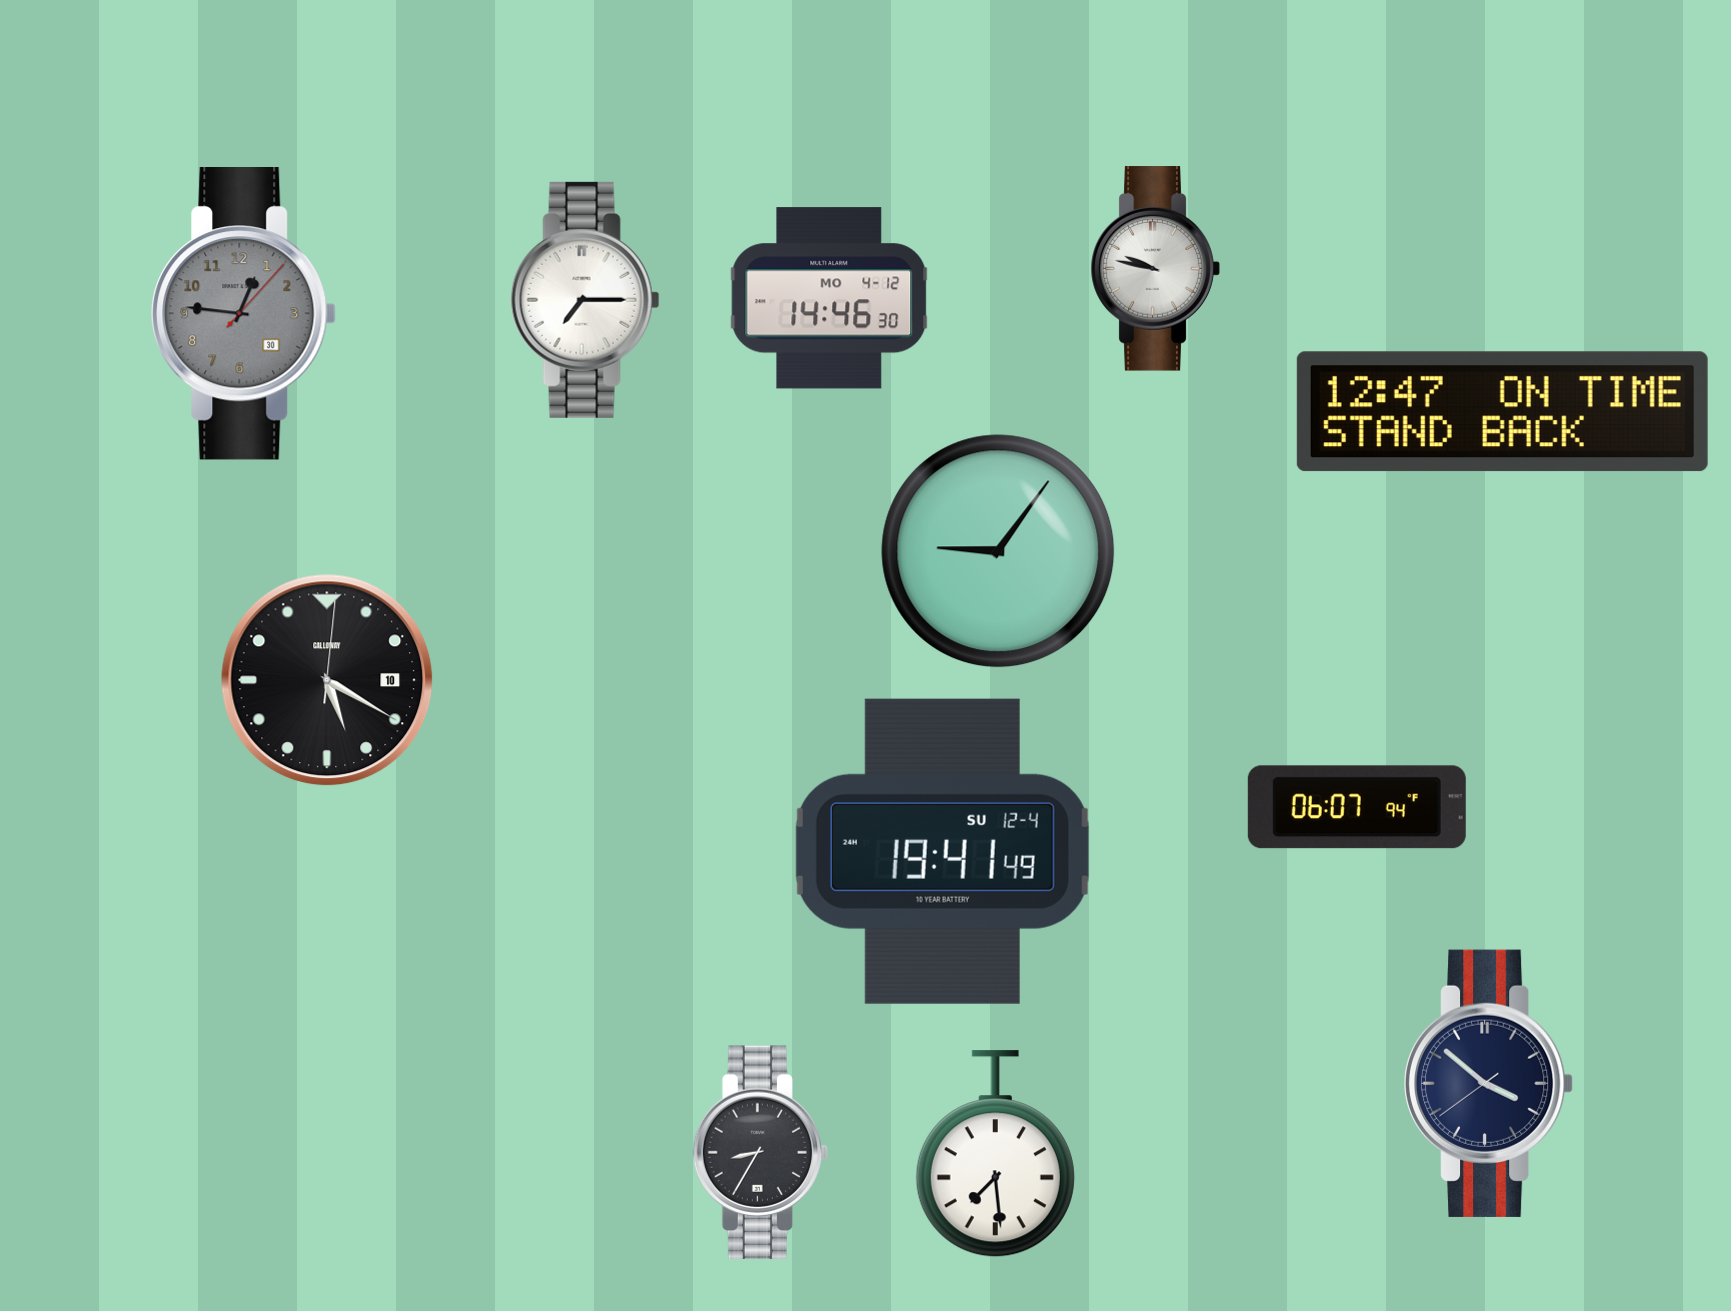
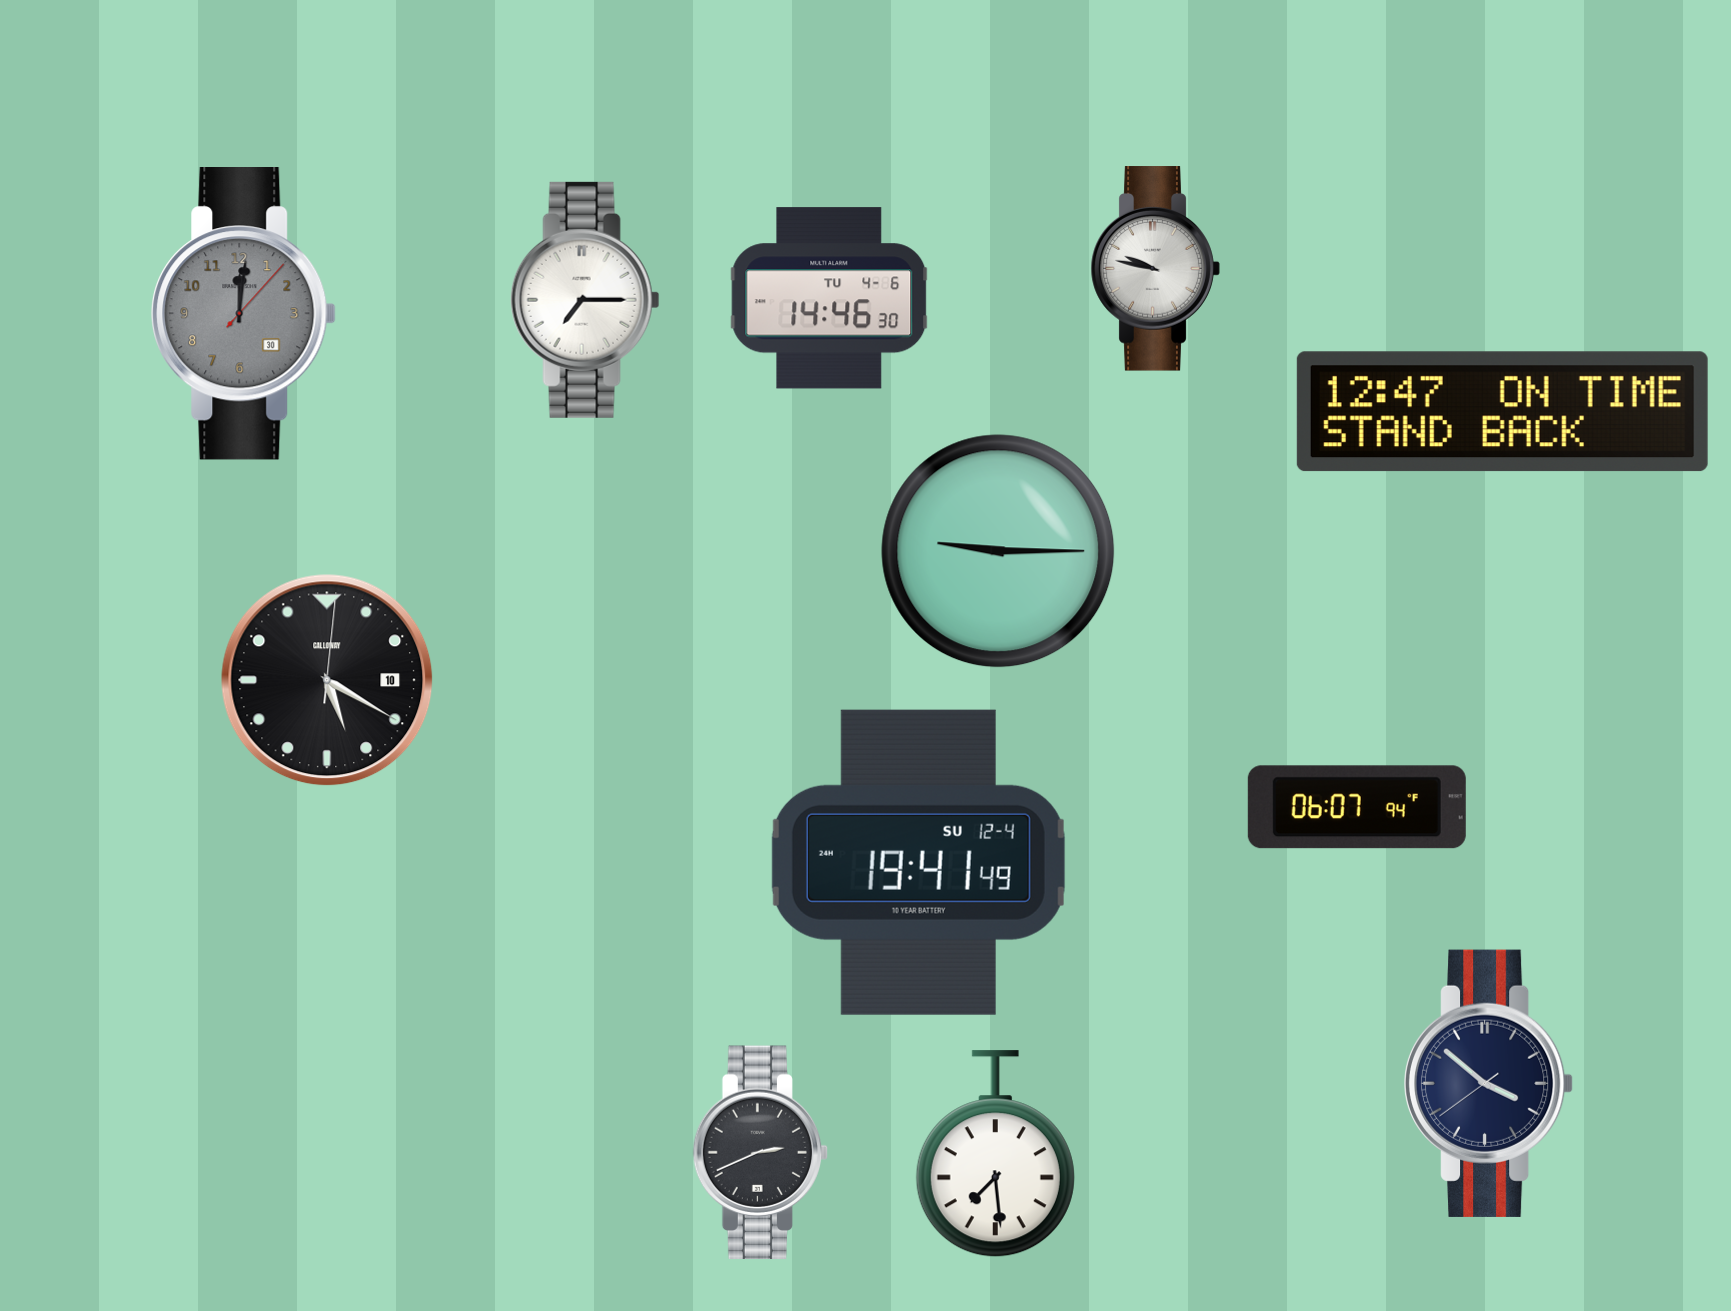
clock at (829, 298) date: MO 4-12 -> TU 4-6
clock at (244, 314): 12:46 -> 12:01
clock at (998, 551): 9:06 -> 9:15
clock at (942, 851) position: (942, 851) -> (918, 862)
clock at (761, 1153): 8:35 -> 2:41
